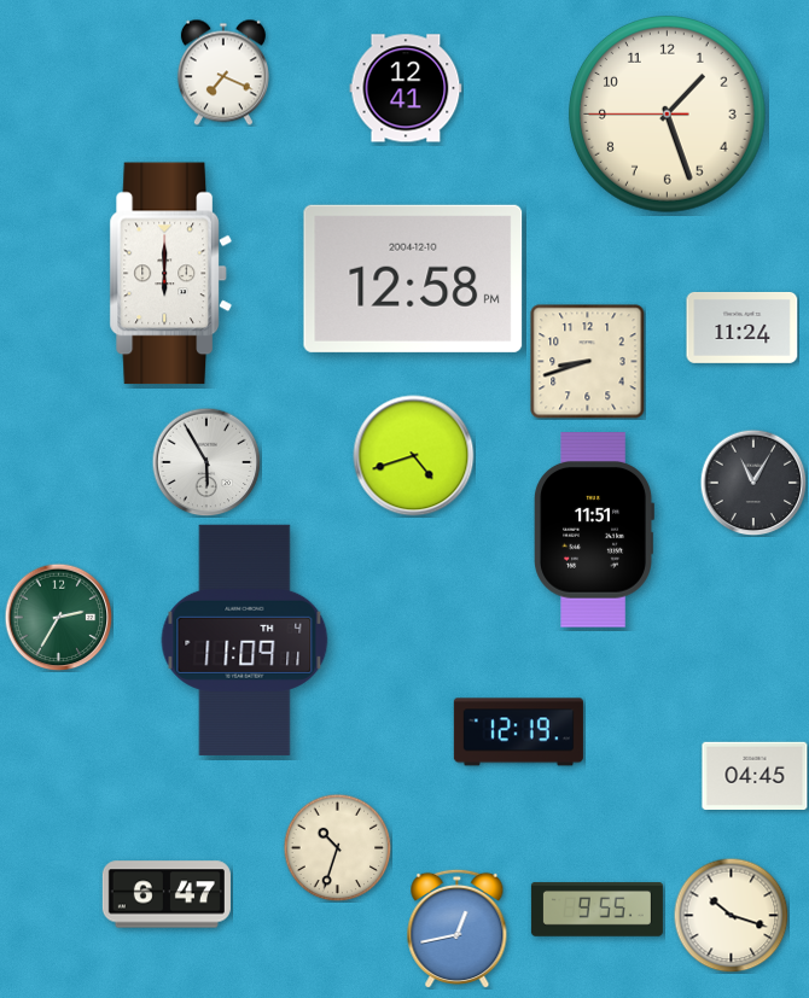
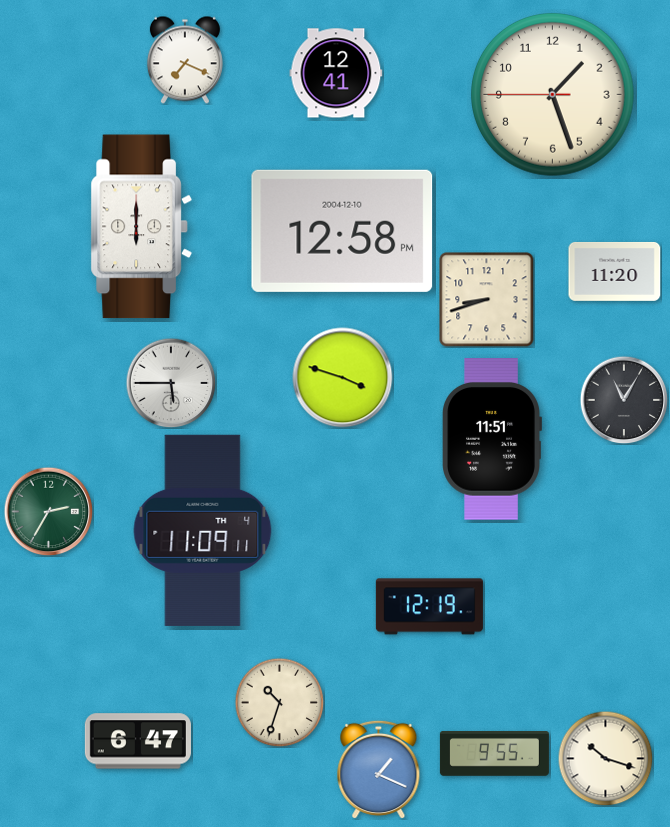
clock at (743, 327): 11:24 -> 11:20
clock at (414, 456): 4:42 -> 3:48
clock at (206, 462): 5:55 -> 5:45
clock at (755, 775): 04:45 -> none
clock at (458, 928): 12:43 -> 1:19
